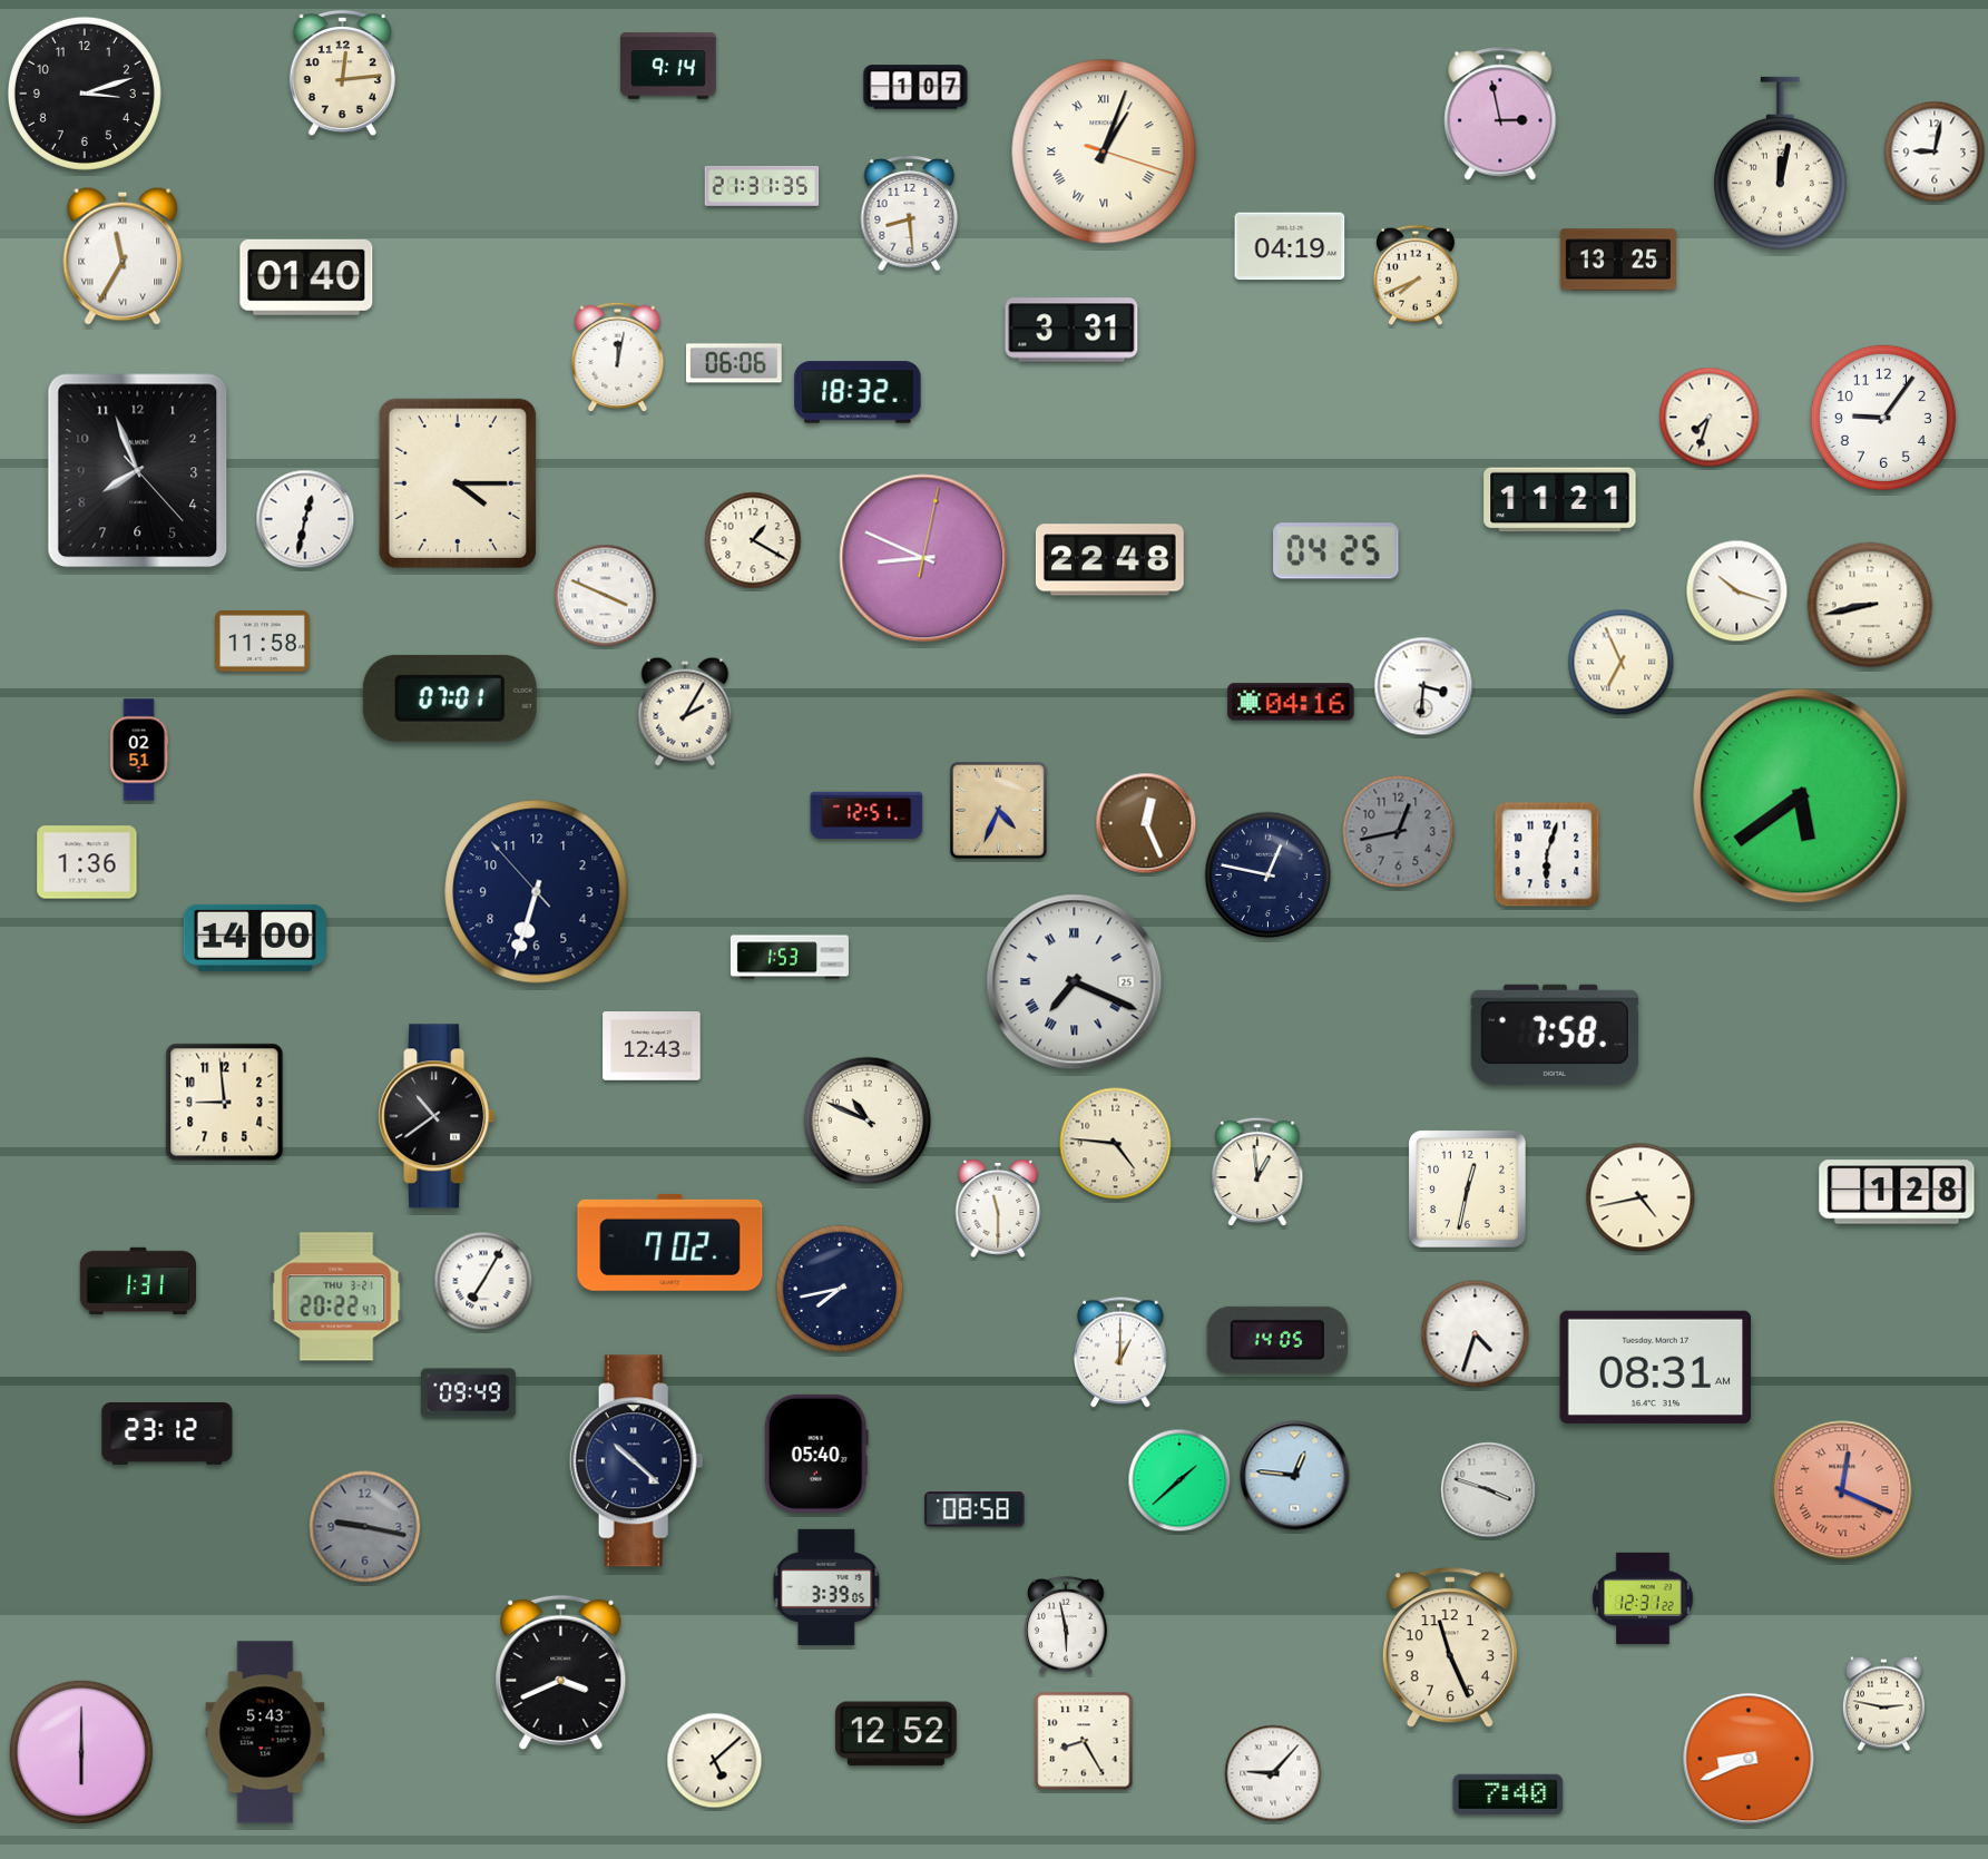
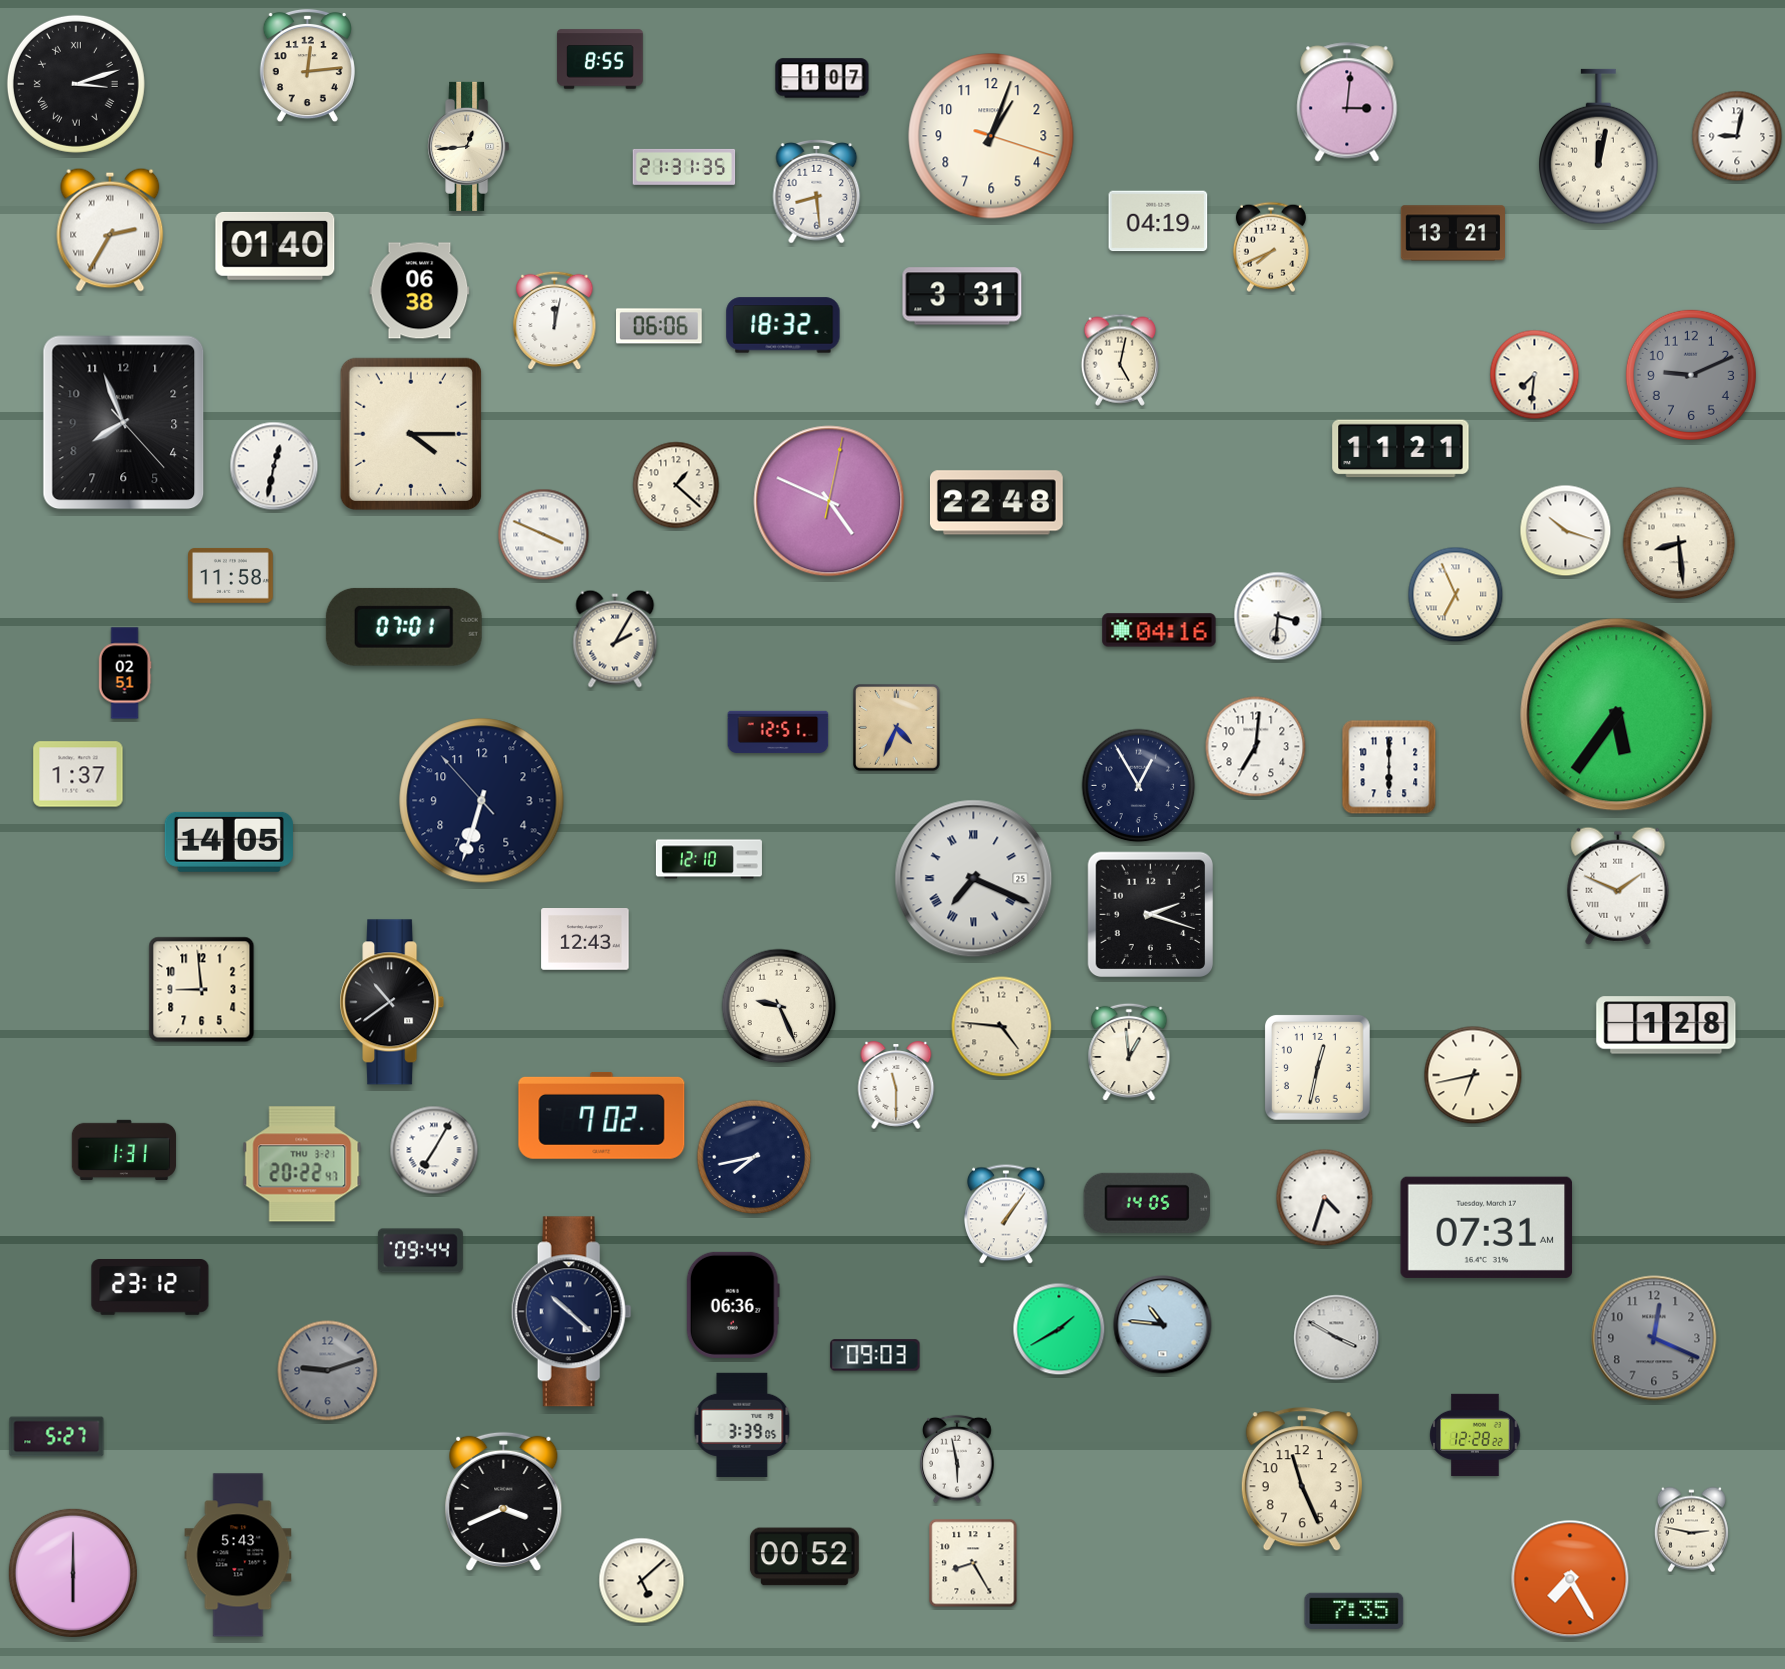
clock at (668, 66): 9:14 -> 8:55
clock at (85, 94) numerals: Arabic -> Roman
clock at (1500, 114): 2:58 -> 3:01
clock at (1104, 151) numerals: Roman -> Arabic
clock at (469, 146): none -> 12:44
clock at (123, 256): 11:35 -> 2:35
clock at (1617, 260): 13:25 -> 13:21
clock at (306, 277) position: (306, 277) -> (275, 246)
clock at (420, 291): none -> 06:38
clock at (858, 392) position: (858, 392) -> (783, 325)
clock at (1120, 360): none -> 5:02
clock at (1710, 418): 7:33 -> 7:31
clock at (1883, 418): 9:06 -> 9:11
clock at (1883, 418) dial: white -> grey
clock at (753, 540): 1:20 -> 1:22
clock at (1336, 551): 04:25 -> none
clock at (923, 558): 8:49 -> 4:49
clock at (1737, 591) position: (1737, 591) -> (1566, 531)
clock at (1870, 605): 8:43 -> 8:29
clock at (263, 642) position: (263, 642) -> (231, 576)
clock at (1801, 796): 5:39 -> 5:36
clock at (1146, 823): 12:26 -> none
clock at (1399, 832): 12:43 -> 7:01
clock at (1399, 832) dial: grey -> white
clock at (1547, 854): 6:03 -> 6:00
clock at (87, 862): 1:36 -> 1:37
clock at (1269, 875): 12:47 -> 12:55
clock at (255, 938): 14:00 -> 14:05
clock at (790, 957): 1:53 -> 12:10
clock at (1075, 982) position: (1075, 982) -> (974, 879)
clock at (1618, 886): none -> 1:49
clock at (1151, 915): none -> 2:18
clock at (1555, 1035): 7:58 -> none
clock at (868, 1121): 10:49 -> 9:26
clock at (1897, 1192) position: (1897, 1192) -> (1666, 1025)
clock at (1641, 1197): 4:43 -> 6:43
clock at (1122, 1352): 1:00 -> 1:06
clock at (1656, 1367): 08:31 -> 07:31
clock at (468, 1393): 09:49 -> 09:44
clock at (816, 1454): 05:40 -> 06:36
clock at (1295, 1476): 12:46 -> 10:46
clock at (1179, 1480): 1:38 -> 1:40
clock at (1489, 1490): 3:48 -> 3:50
clock at (1842, 1490) dial: salmon -> grey
clock at (1842, 1490) numerals: Roman -> Arabic
clock at (975, 1509): 08:58 -> 09:03
clock at (365, 1527): 9:17 -> 9:12
clock at (1643, 1598): 12:31 -> 12:28
clock at (57, 1437): none -> 5:27
clock at (895, 1734): 12:52 -> 00:52
clock at (1749, 1759): 8:41 -> 7:25
clock at (1273, 1773): 9:07 -> none
clock at (1508, 1794): 7:40 -> 7:35
